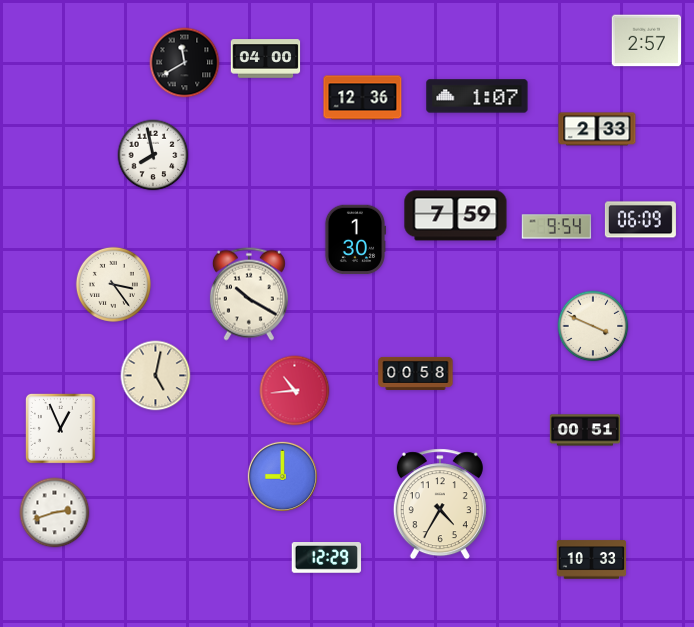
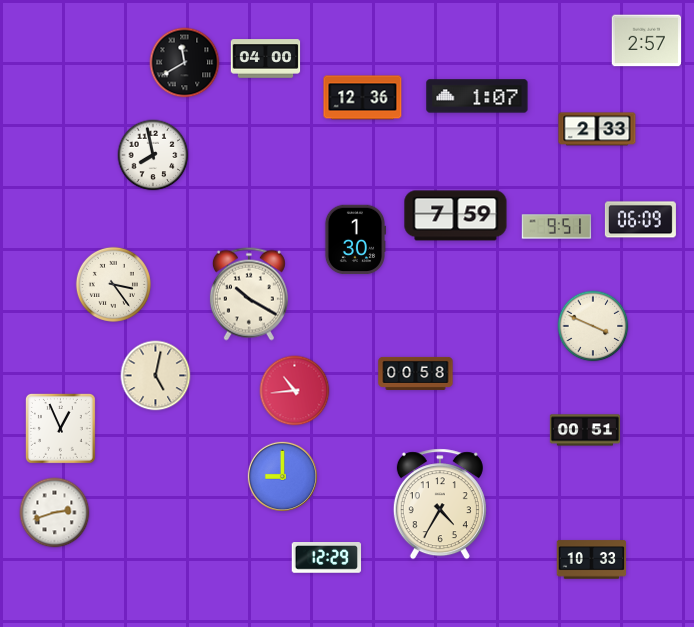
clock at (557, 227): 9:54 -> 9:51
